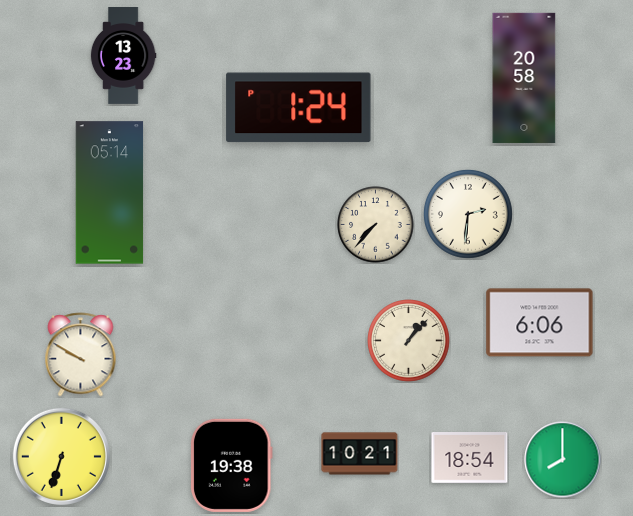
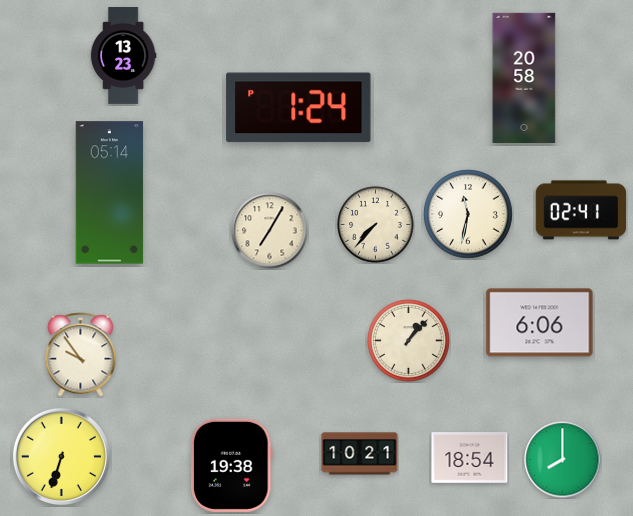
clock at (580, 210): none -> 02:41
clock at (469, 215): 2:31 -> 11:32
clock at (270, 231): none -> 7:05
clock at (81, 355): 9:50 -> 9:54
